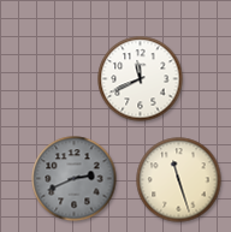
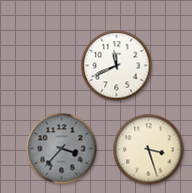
clock at (75, 179): 2:41 -> 3:37
clock at (179, 180): 11:27 -> 3:27
